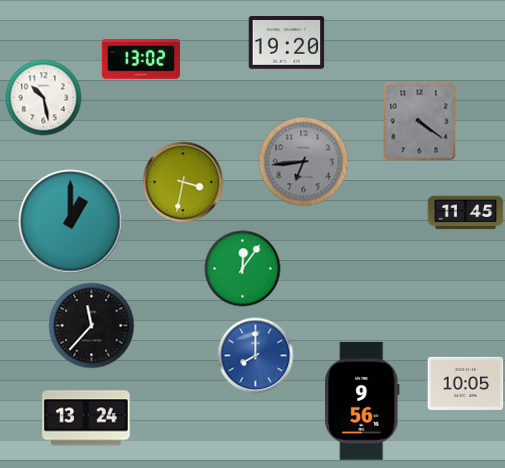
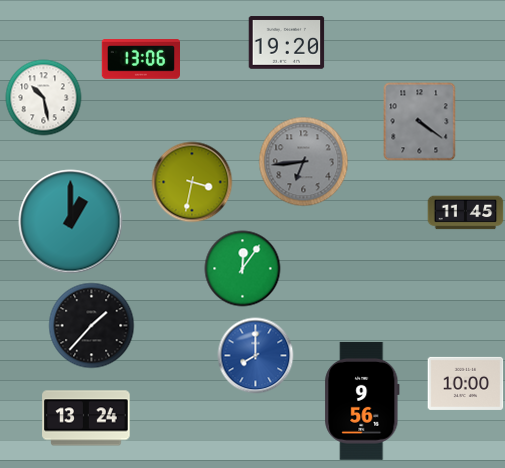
clock at (140, 60): 13:02 -> 13:06
clock at (183, 182) position: (183, 182) -> (192, 182)
clock at (92, 326): 11:37 -> 1:37
clock at (466, 383): 10:05 -> 10:00
